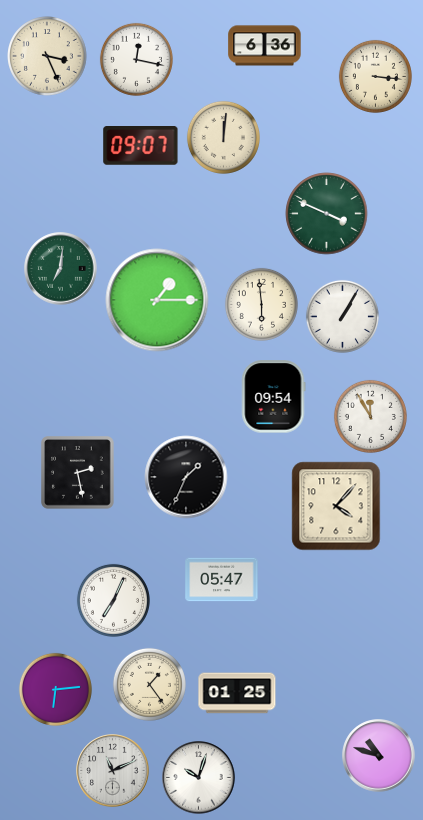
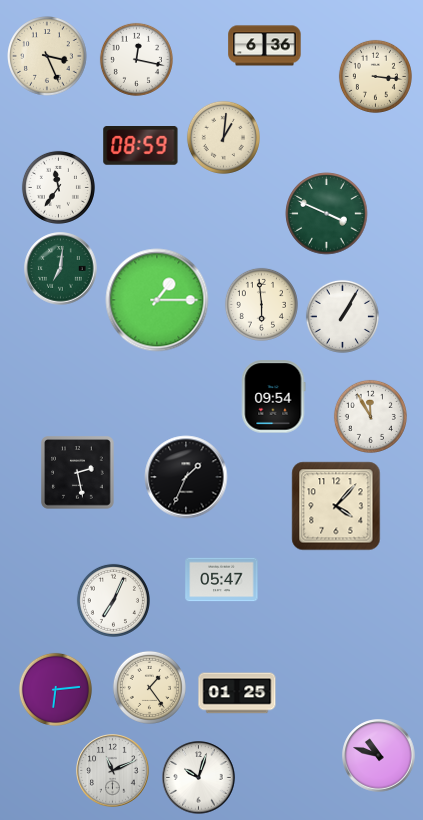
clock at (223, 137): 12:01 -> 1:01
clock at (141, 146): 09:07 -> 08:59
clock at (58, 187): none -> 11:36
clock at (149, 684) position: (149, 684) -> (149, 687)
